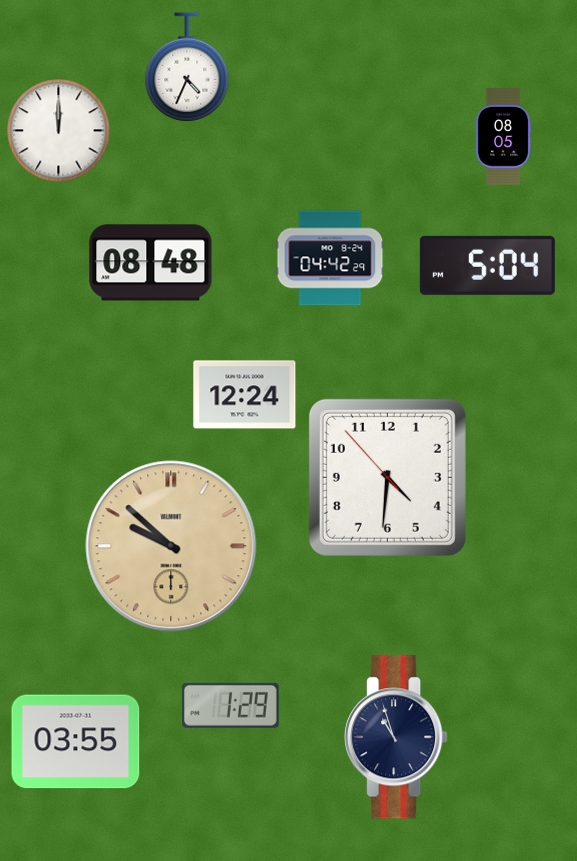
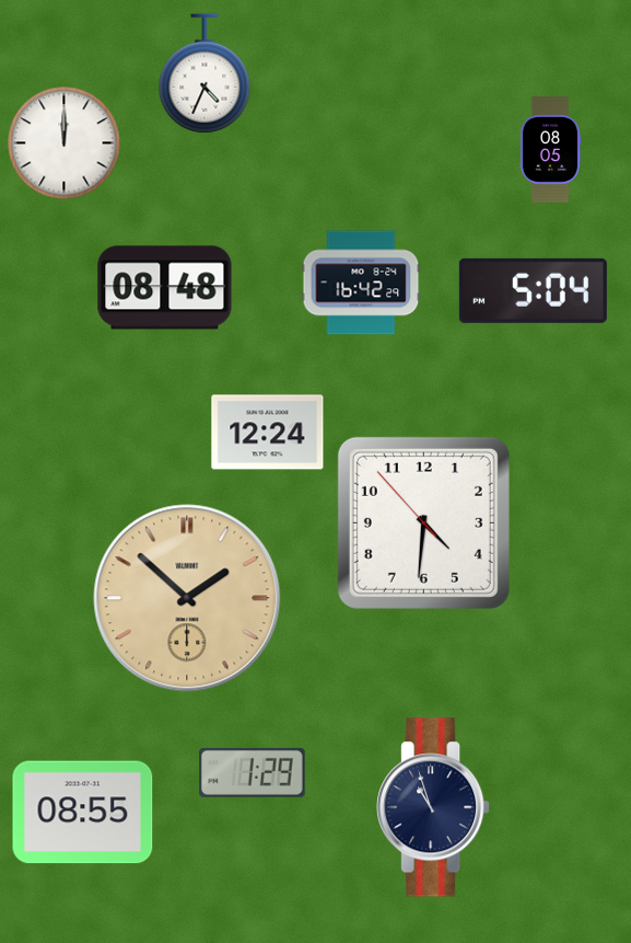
clock at (330, 258): 04:42 -> 16:42
clock at (171, 546): 9:52 -> 1:52
clock at (76, 742): 03:55 -> 08:55
